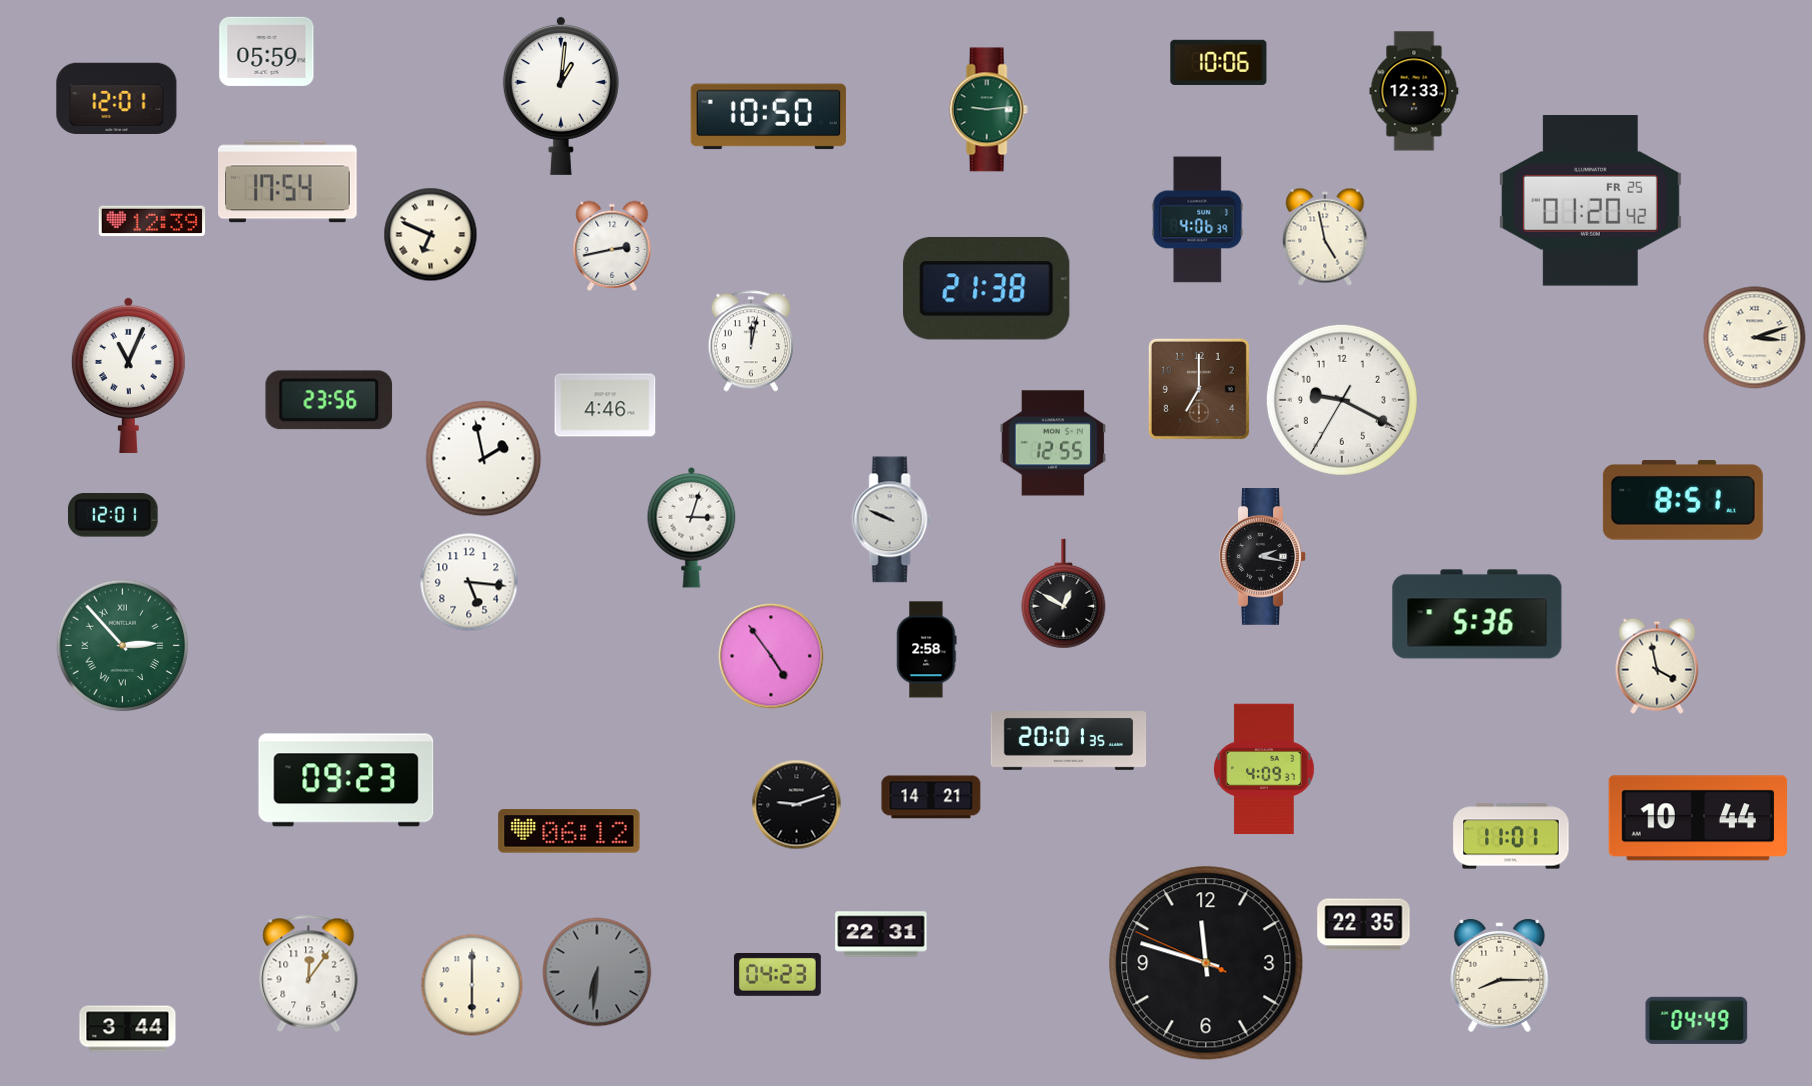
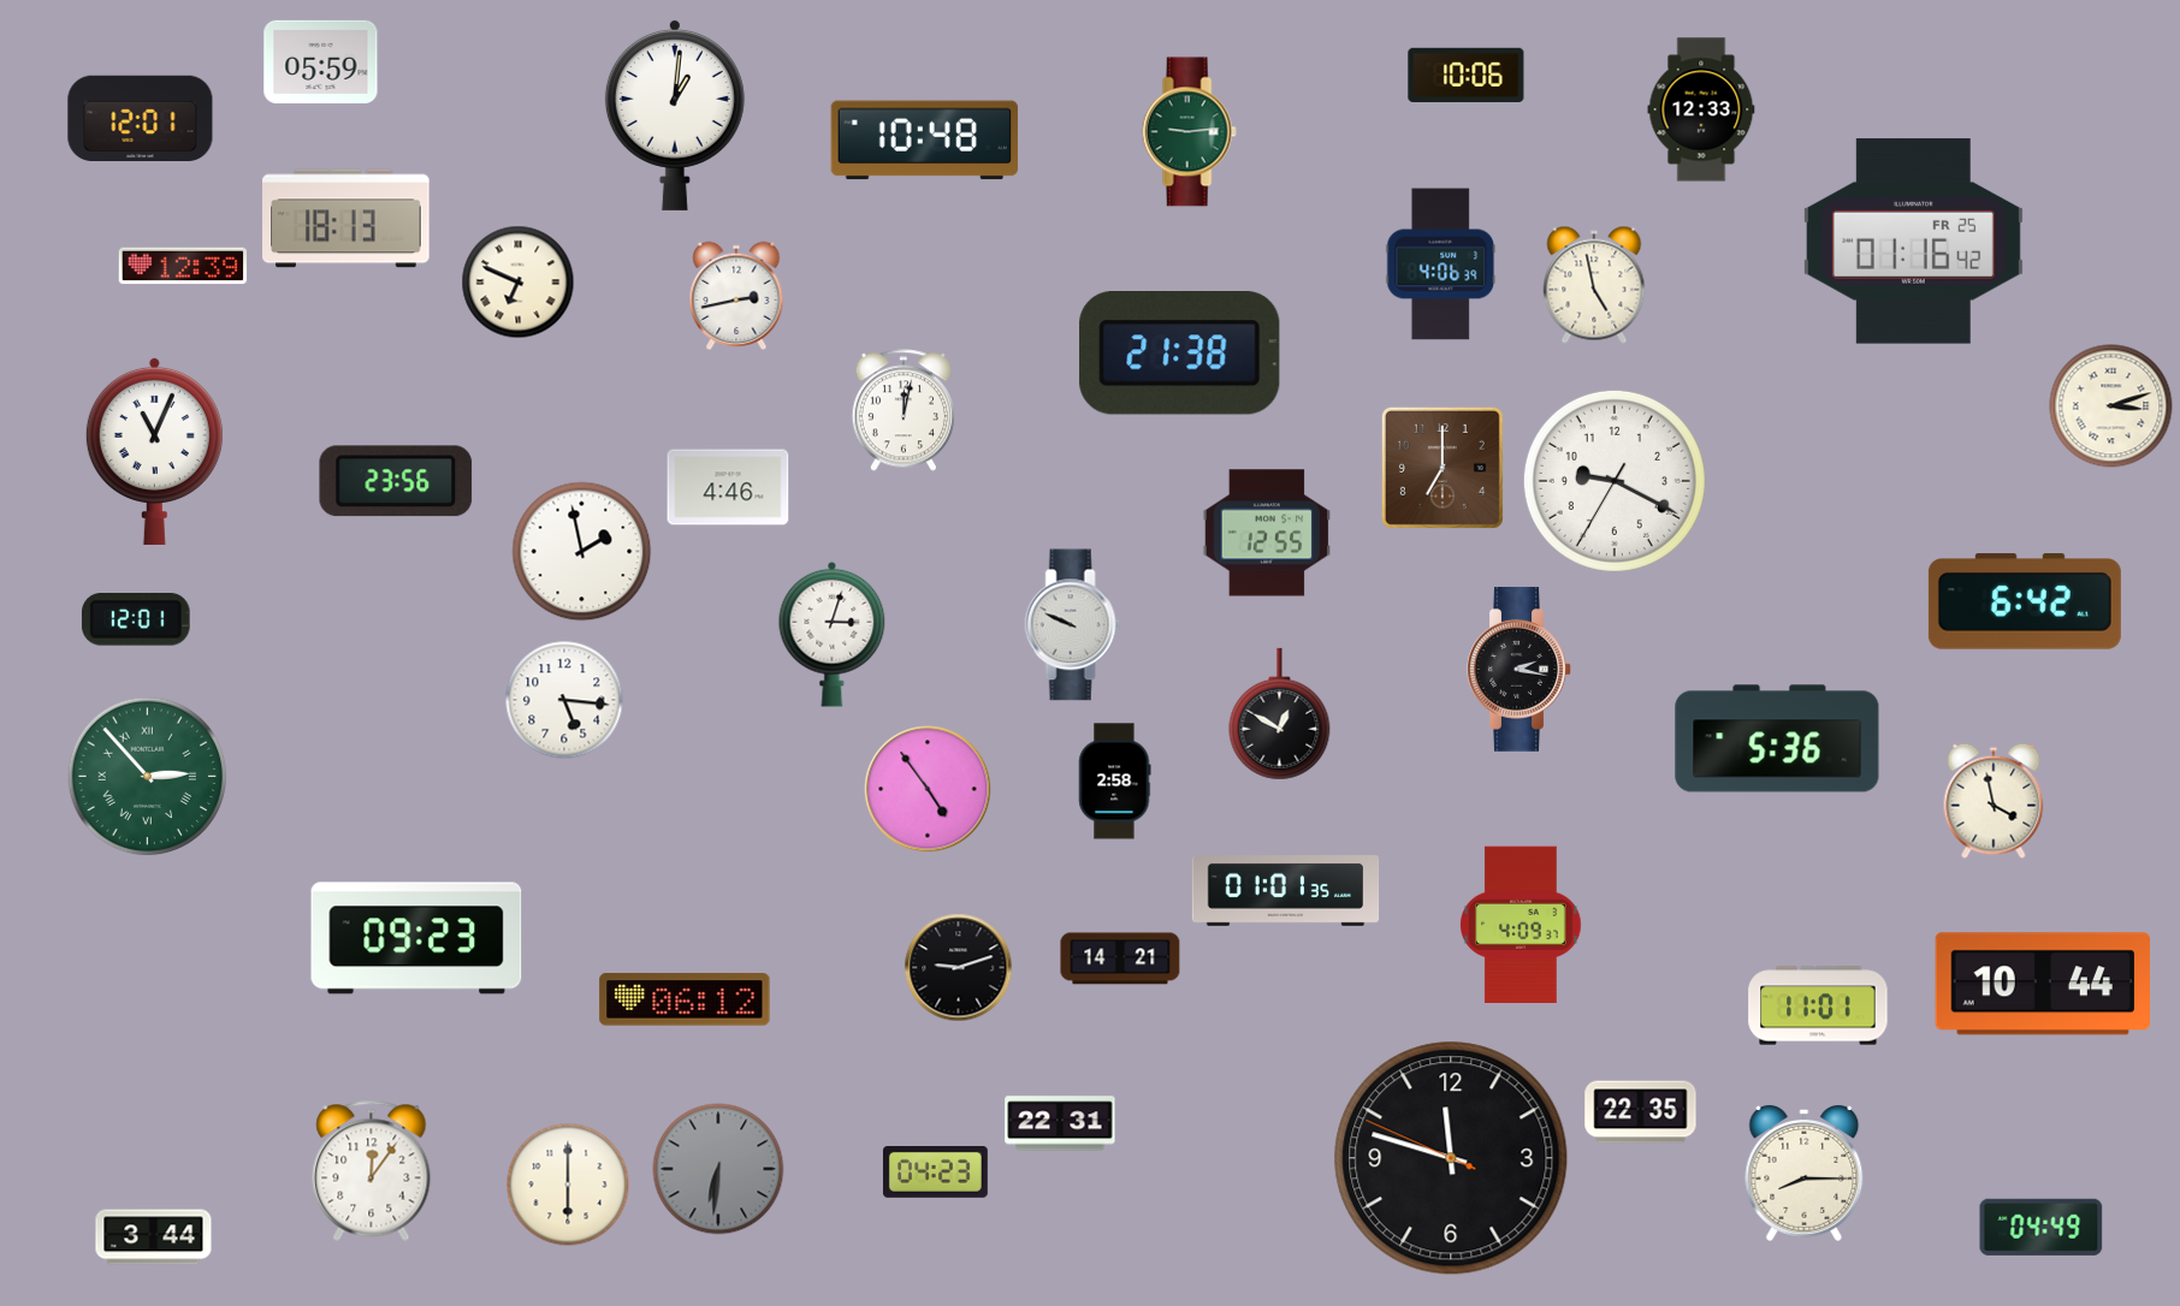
clock at (768, 117): 10:50 -> 10:48
clock at (288, 182): 17:54 -> 18:13
clock at (1590, 201): 01:20 -> 01:16
clock at (987, 288) position: (987, 288) -> (1180, 352)
clock at (1683, 500): 8:51 -> 6:42
clock at (1069, 741): 20:01 -> 01:01
